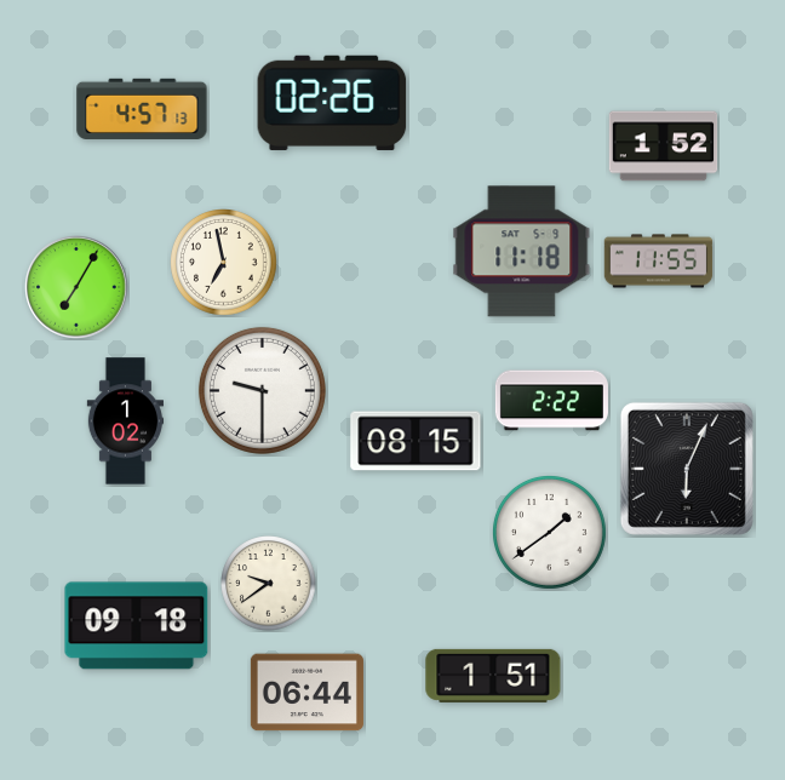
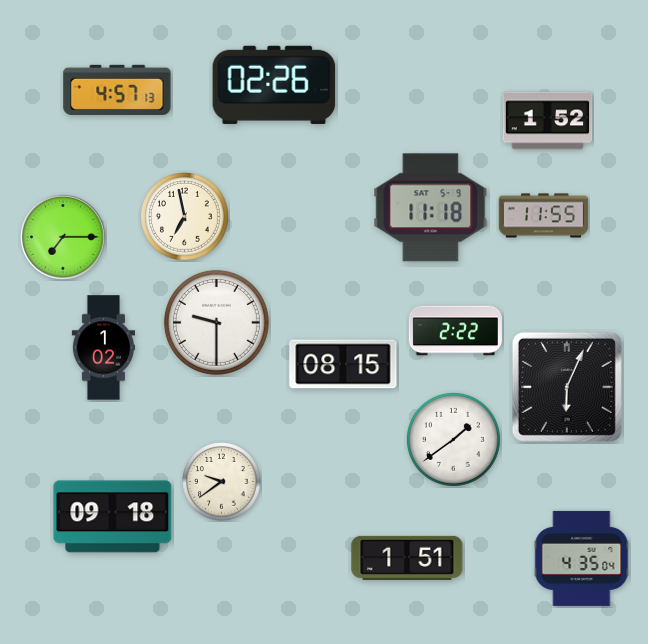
clock at (76, 287): 7:05 -> 7:15
clock at (582, 558): none -> 4:35
clock at (306, 693): 06:44 -> none
